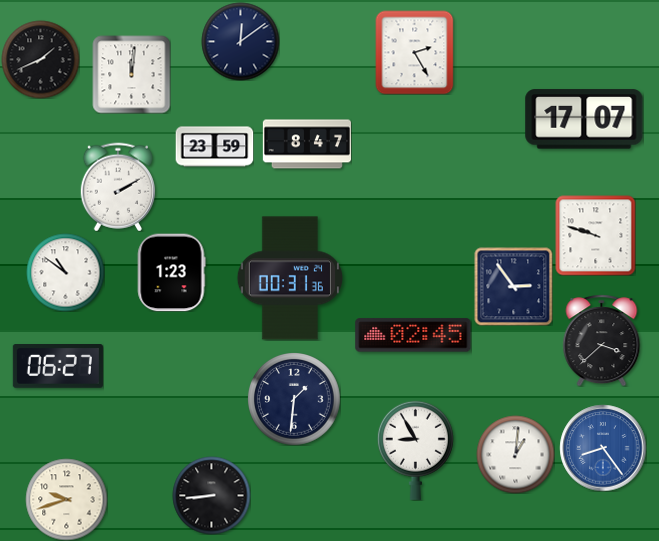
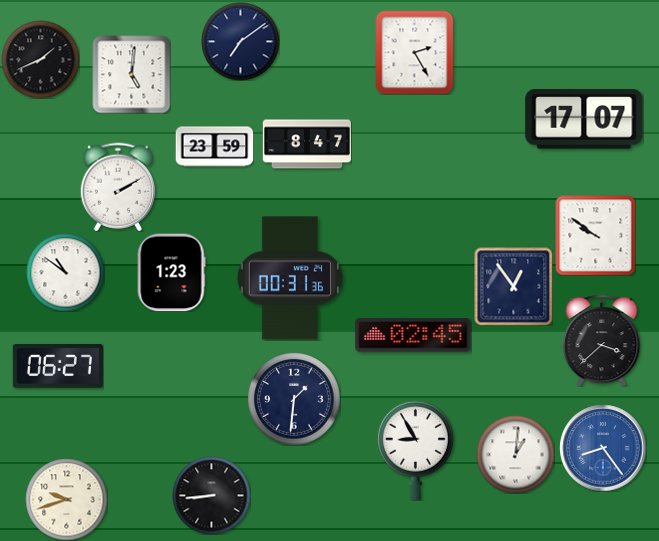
clock at (240, 41): 12:09 -> 7:09
clock at (131, 74): 12:01 -> 5:01
clock at (595, 235): 9:48 -> 9:51
clock at (513, 286): 2:54 -> 12:54
